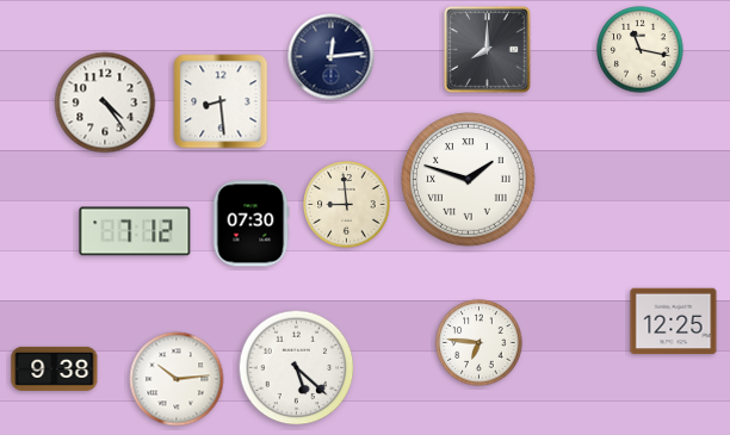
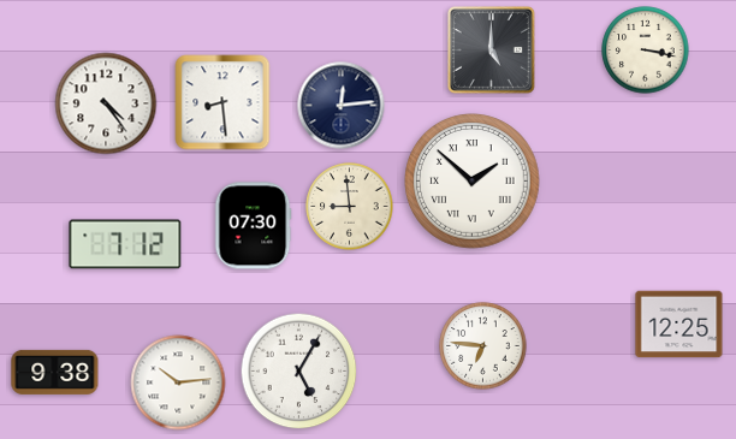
clock at (488, 50): 8:00 -> 5:00
clock at (641, 50): 11:17 -> 3:17
clock at (332, 57) position: (332, 57) -> (342, 106)
clock at (469, 180): 1:48 -> 1:52
clock at (135, 231) position: (135, 231) -> (125, 244)
clock at (297, 368): 5:22 -> 5:05
